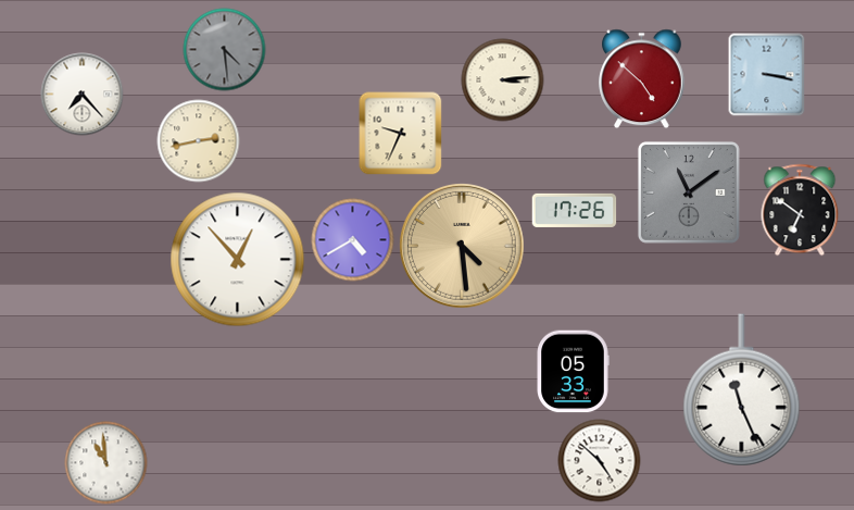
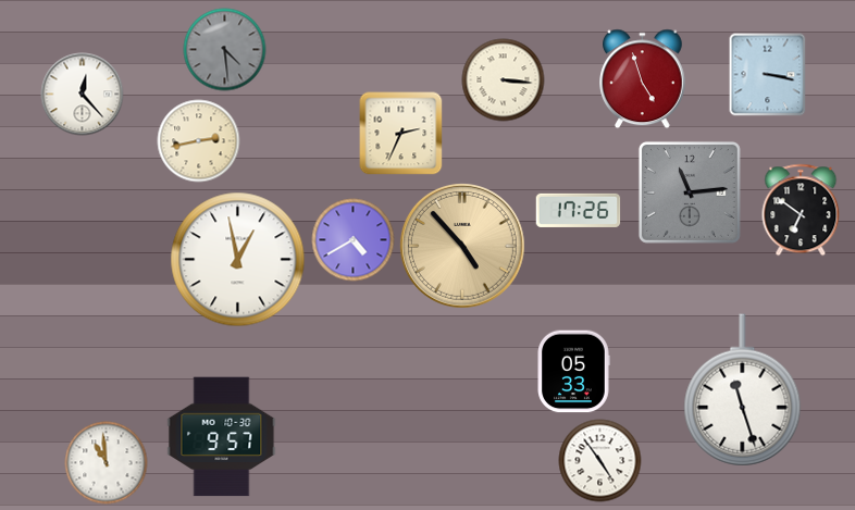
clock at (642, 79): 4:52 -> 4:57
clock at (503, 80): 3:14 -> 3:16
clock at (83, 95): 7:23 -> 12:23
clock at (401, 134): 9:34 -> 2:34
clock at (689, 192): 11:09 -> 11:14
clock at (575, 210) position: (575, 210) -> (579, 210)
clock at (462, 246): 4:29 -> 4:53
clock at (238, 260): 12:53 -> 12:58
clock at (742, 390): 11:26 -> 11:27
clock at (222, 437): none -> 9:57
clock at (600, 461): 4:52 -> 4:54
